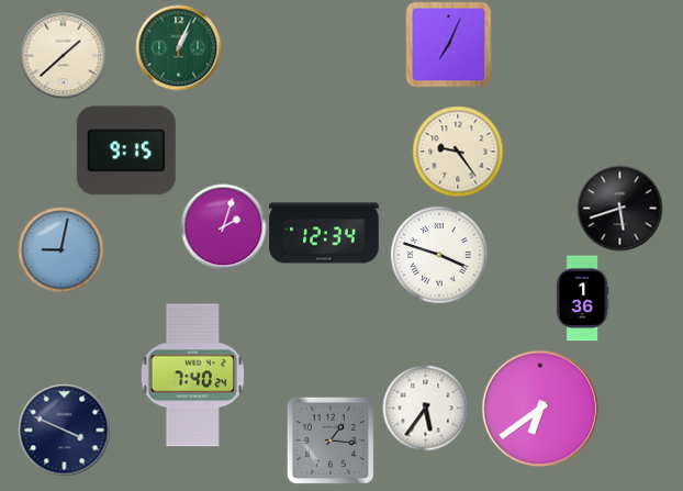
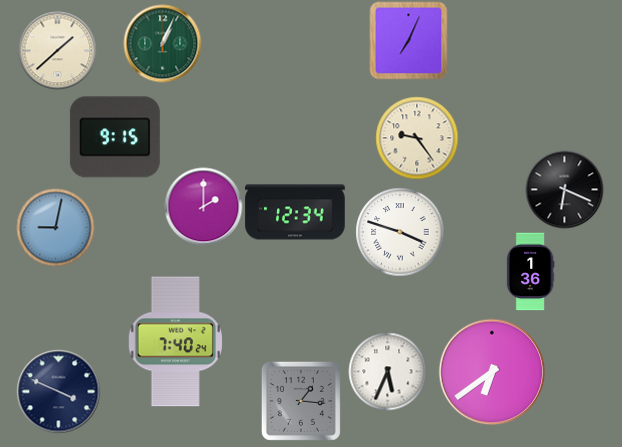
clock at (619, 208): 5:42 -> 6:19
clock at (223, 226): 2:03 -> 2:00
clock at (425, 408): 5:36 -> 5:34
